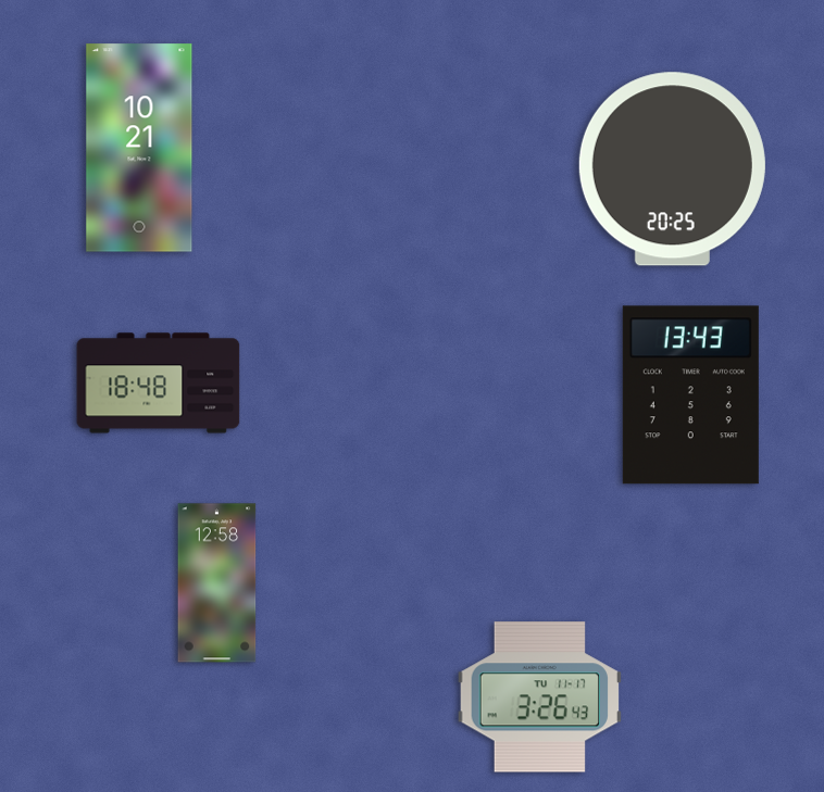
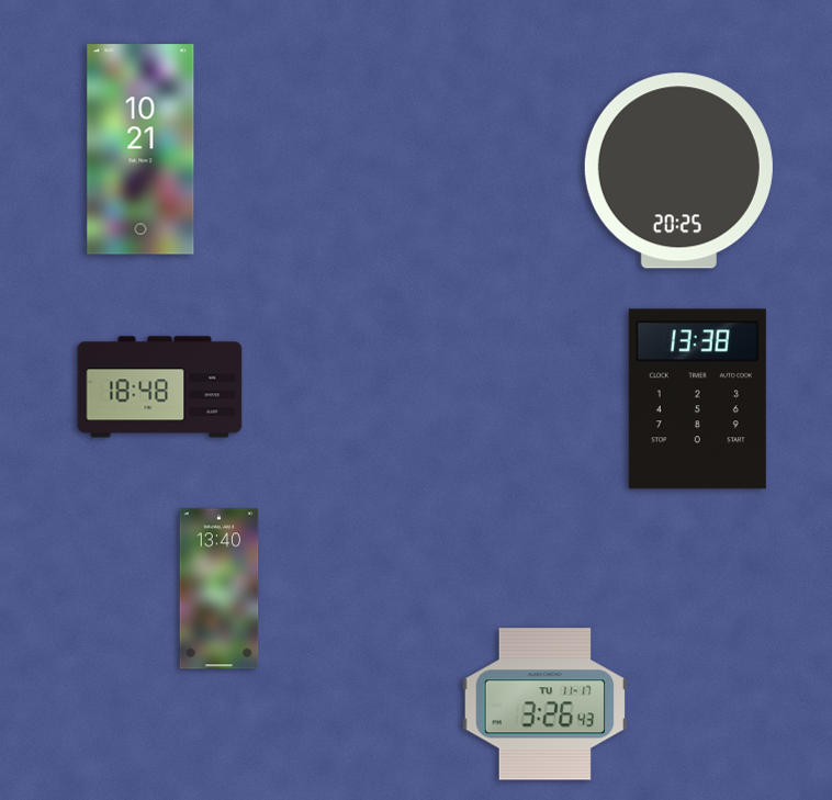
clock at (690, 395): 13:43 -> 13:38
clock at (217, 583): 12:58 -> 13:40
